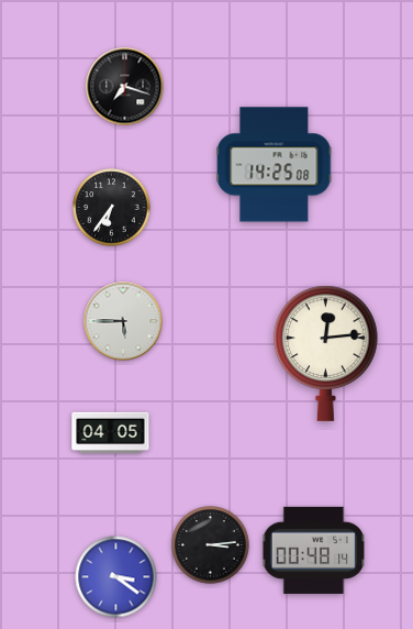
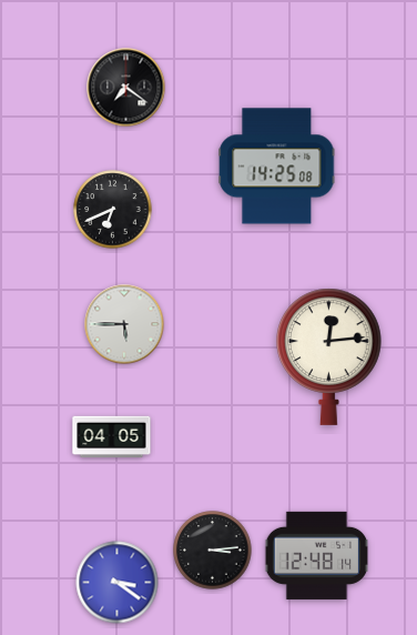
clock at (125, 87): 7:18 -> 7:21
clock at (112, 208): 6:36 -> 6:41
clock at (313, 550): 00:48 -> 12:48
